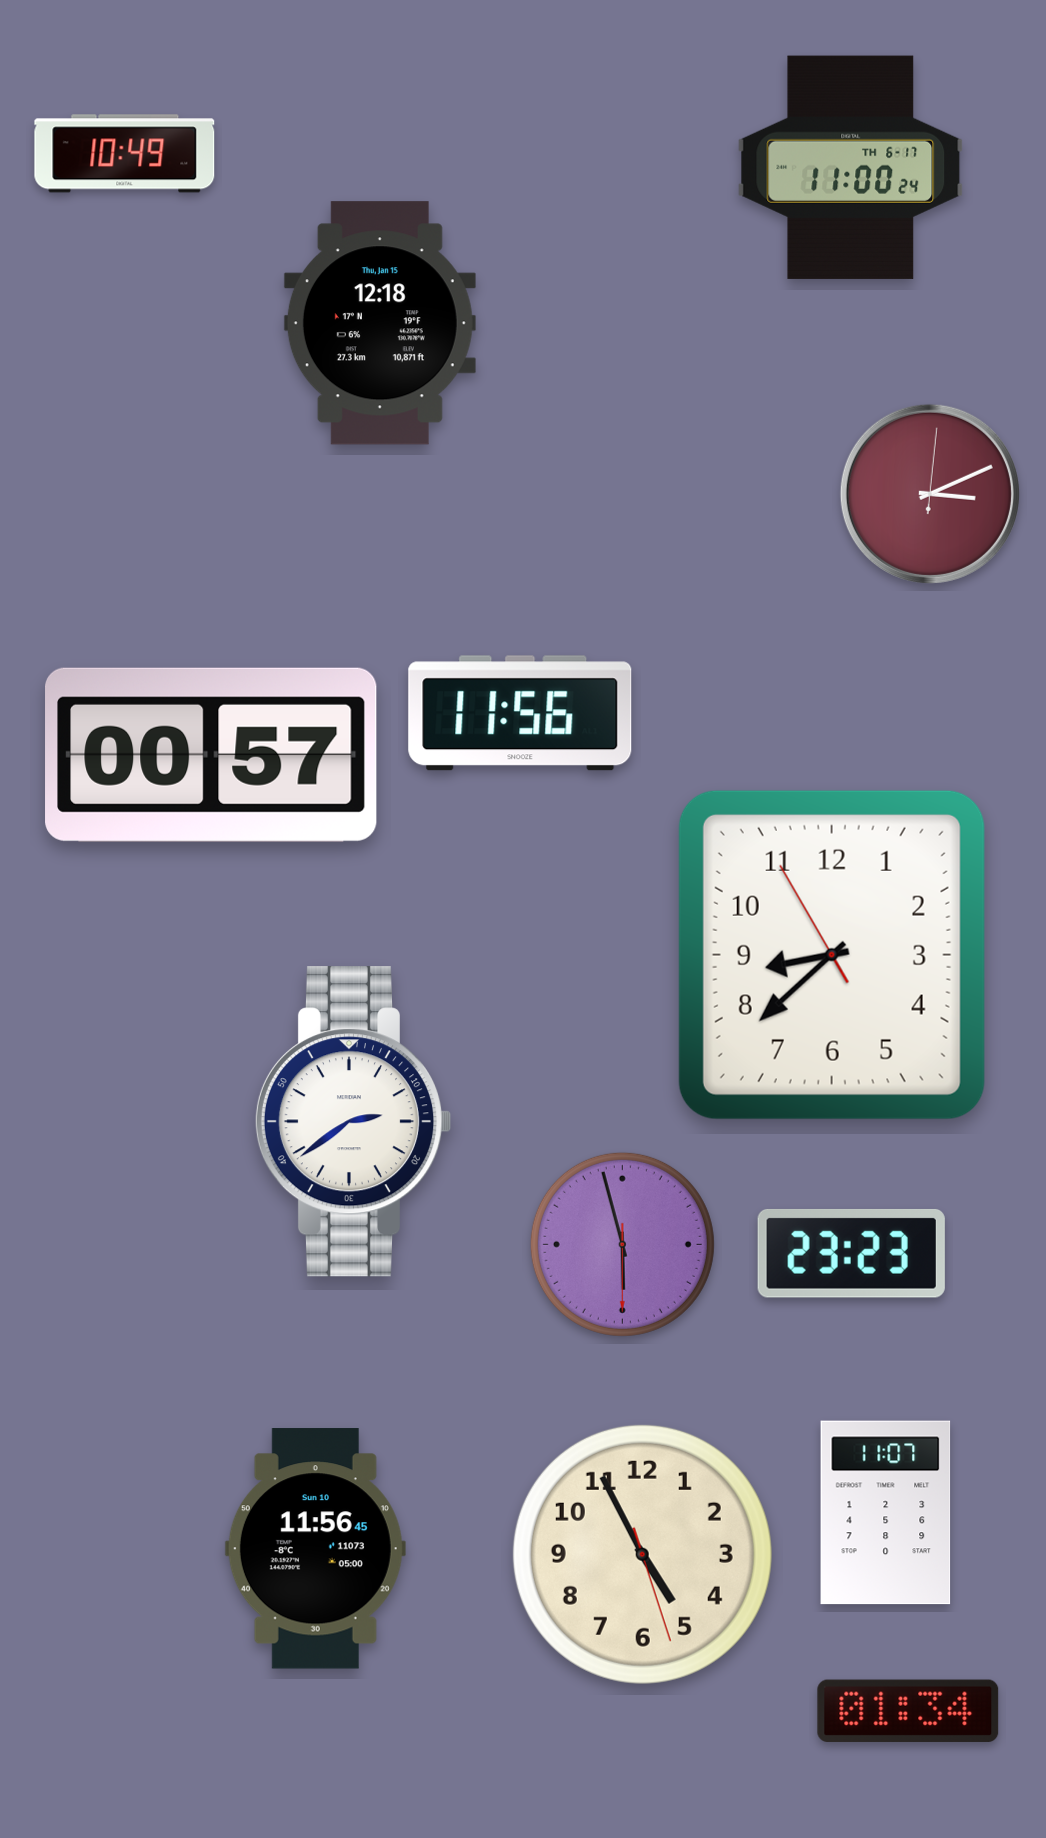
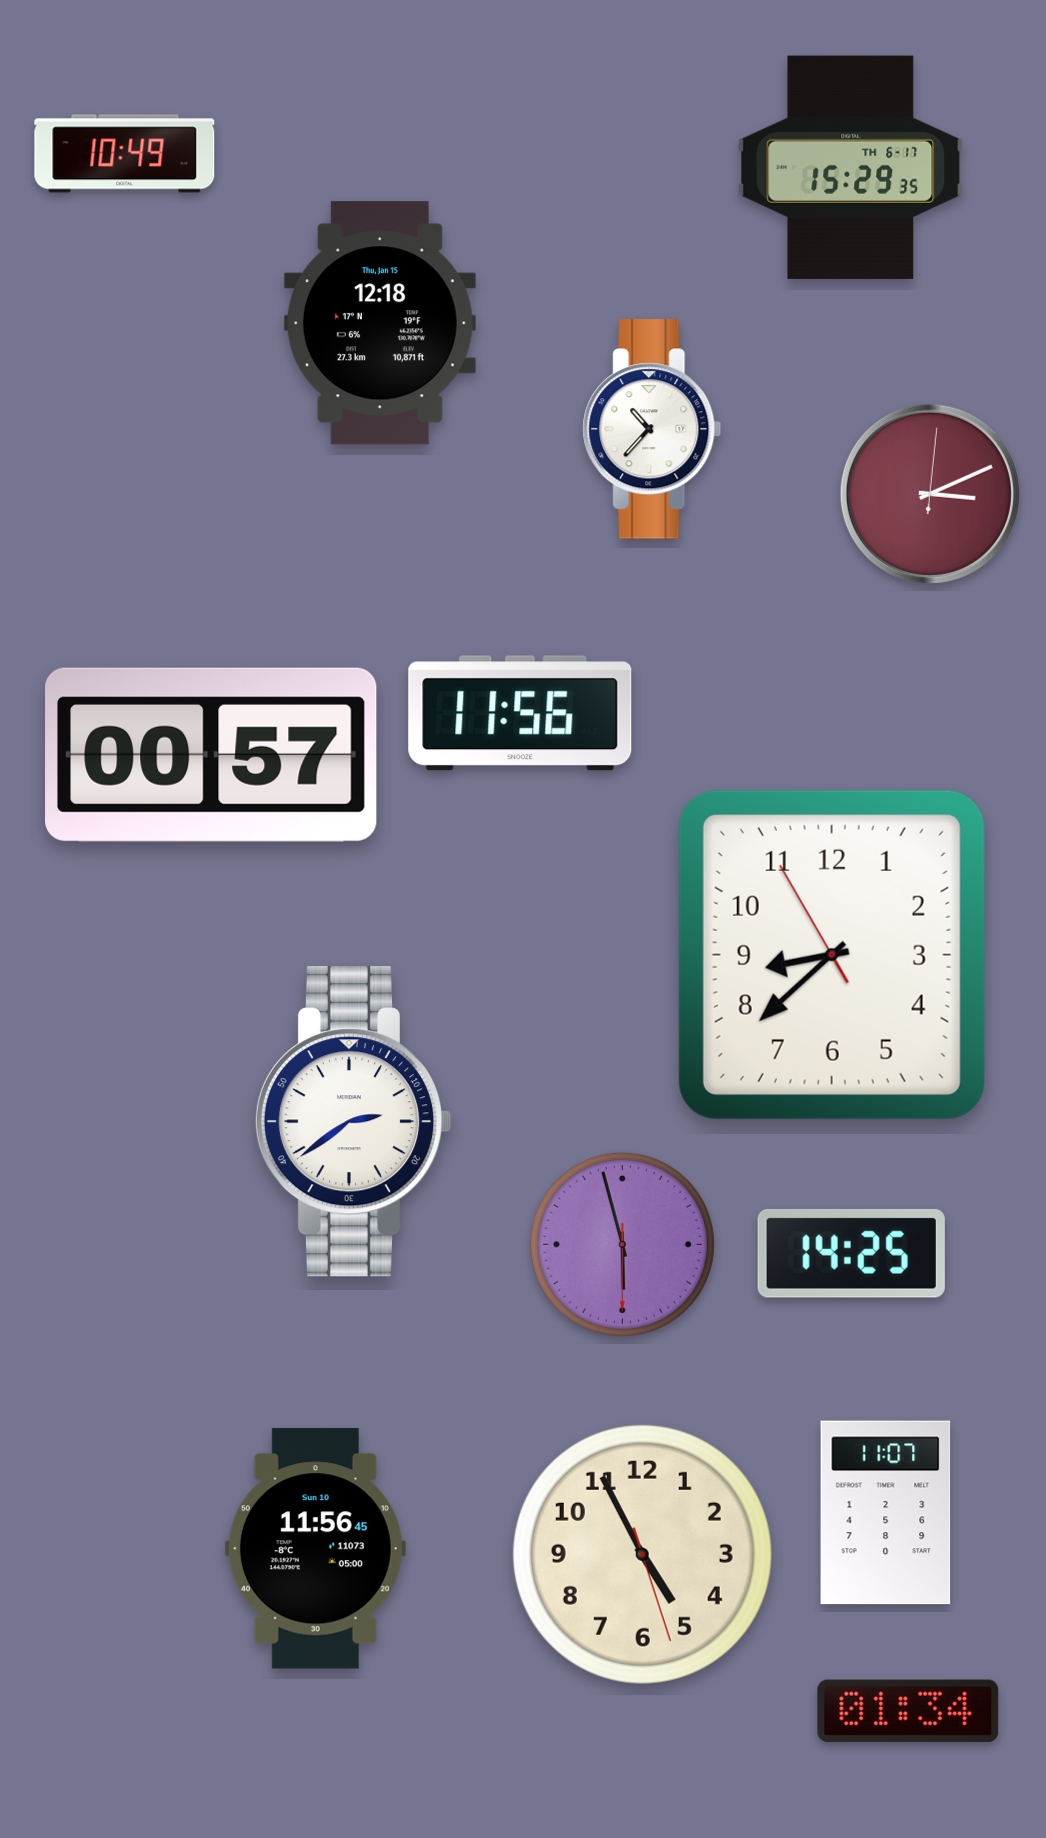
clock at (851, 167): 11:00 -> 15:29
clock at (652, 429): none -> 10:37
clock at (851, 1253): 23:23 -> 14:25
